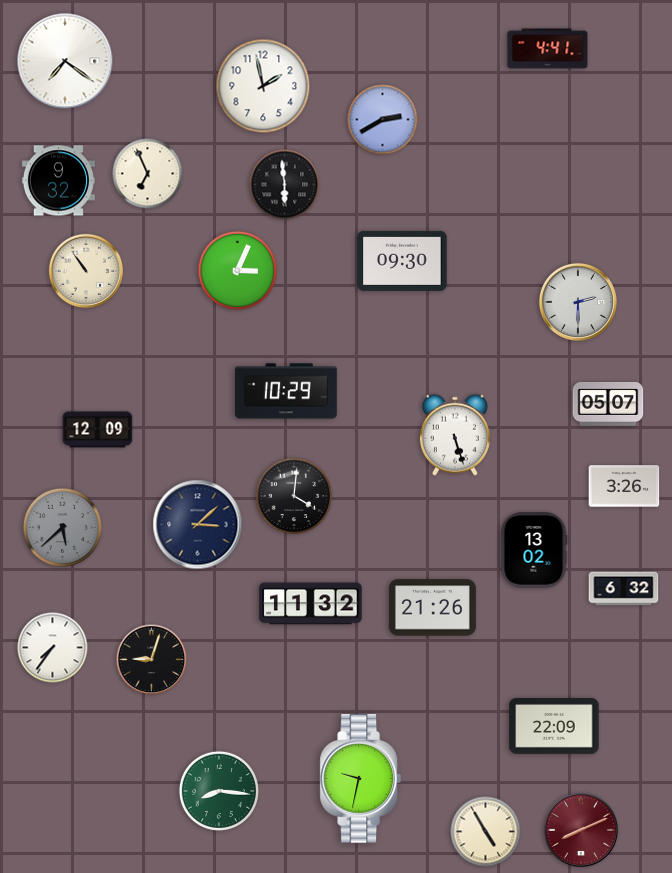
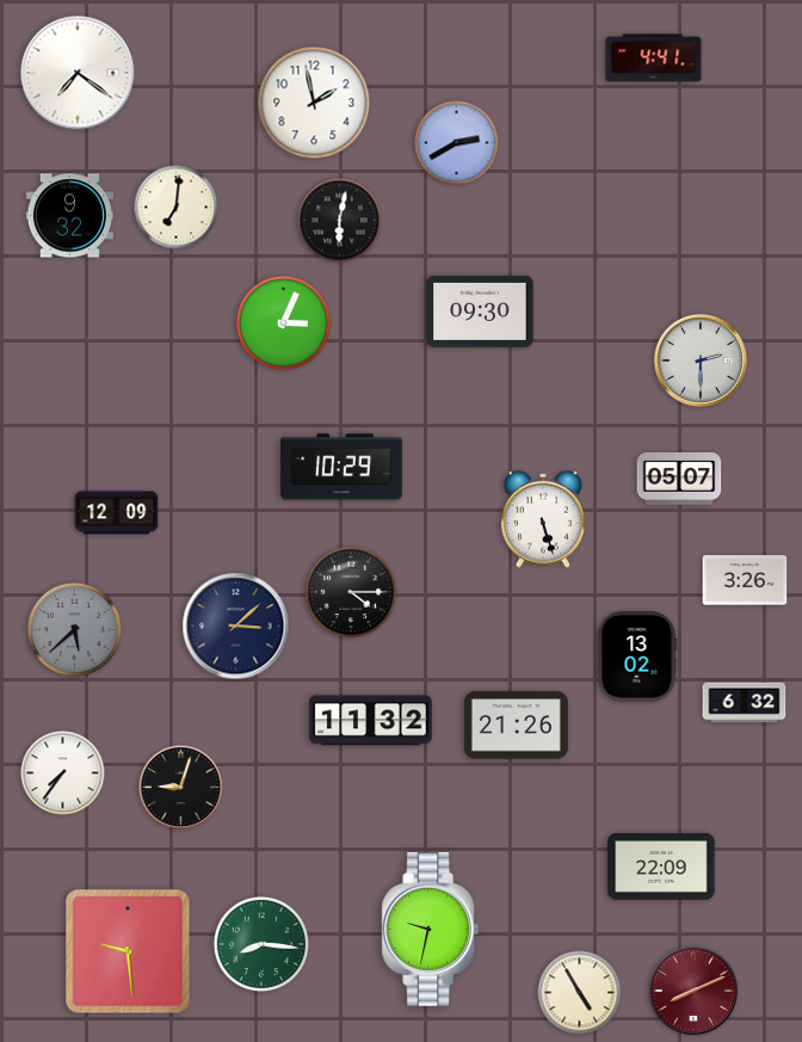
clock at (148, 174): 6:56 -> 7:01
clock at (285, 185): 5:59 -> 6:02
clock at (85, 270): 10:54 -> none
clock at (578, 302) position: (578, 302) -> (701, 360)
clock at (608, 405) position: (608, 405) -> (679, 480)
clock at (294, 496): 4:01 -> 4:15
clock at (128, 951): none -> 9:29
